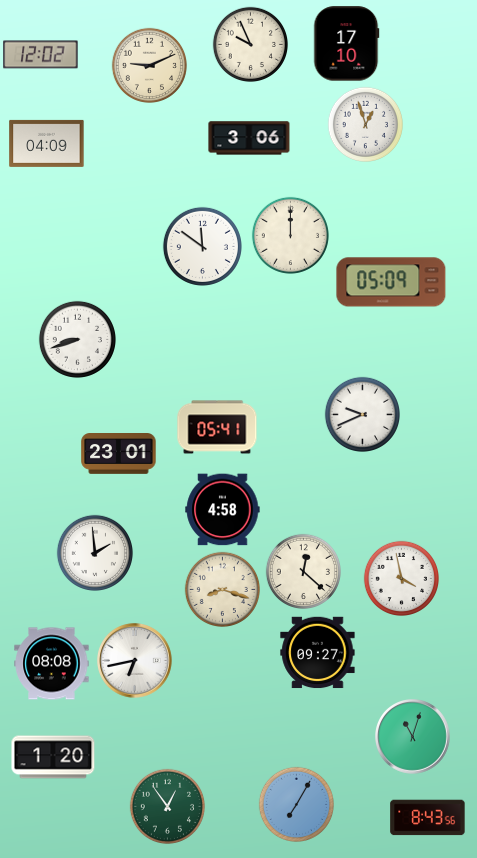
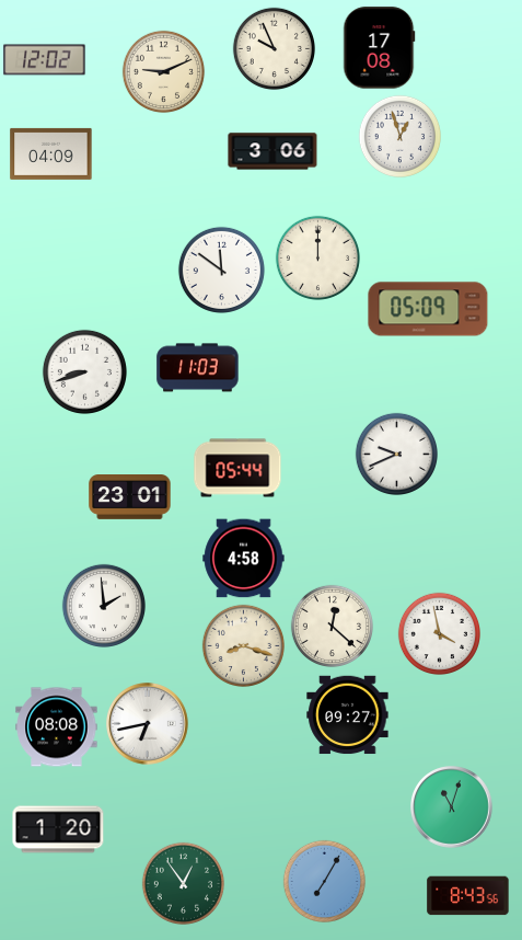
clock at (347, 44): 17:10 -> 17:08
clock at (47, 143) position: (47, 143) -> (51, 153)
clock at (198, 368): none -> 11:03
clock at (217, 427): 05:41 -> 05:44
